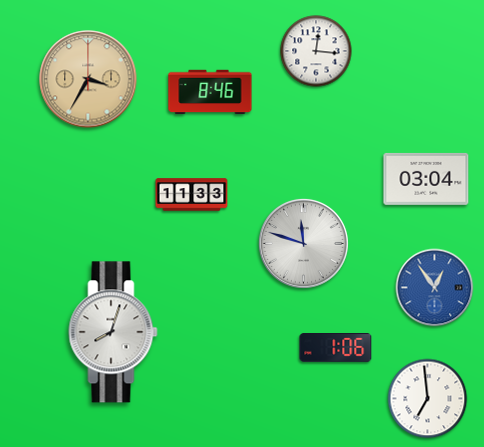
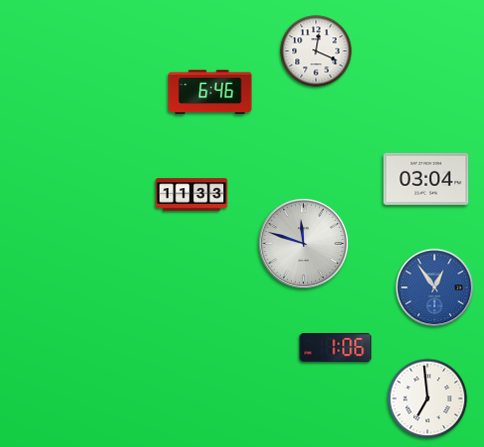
clock at (316, 51): 12:16 -> 12:19
clock at (88, 79): 3:35 -> none
clock at (210, 92): 8:46 -> 6:46
clock at (113, 332): 8:03 -> none
